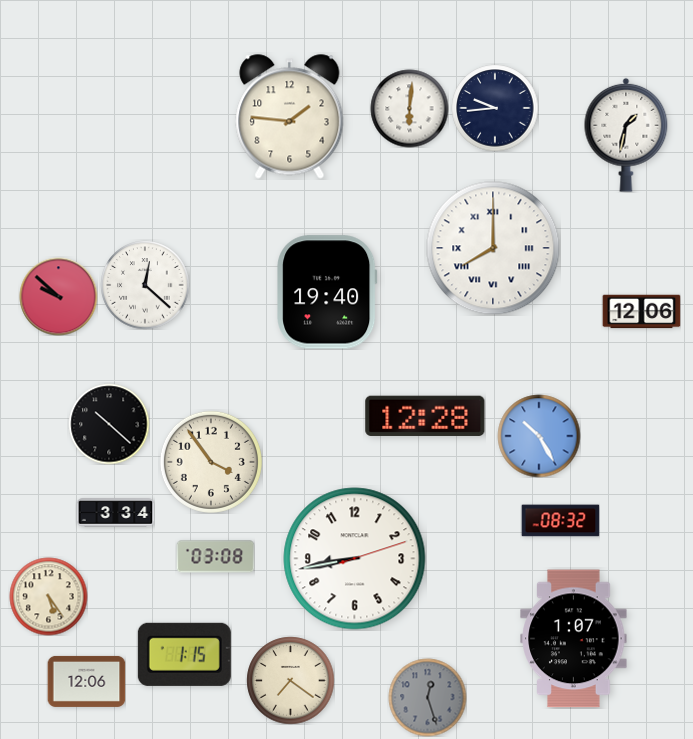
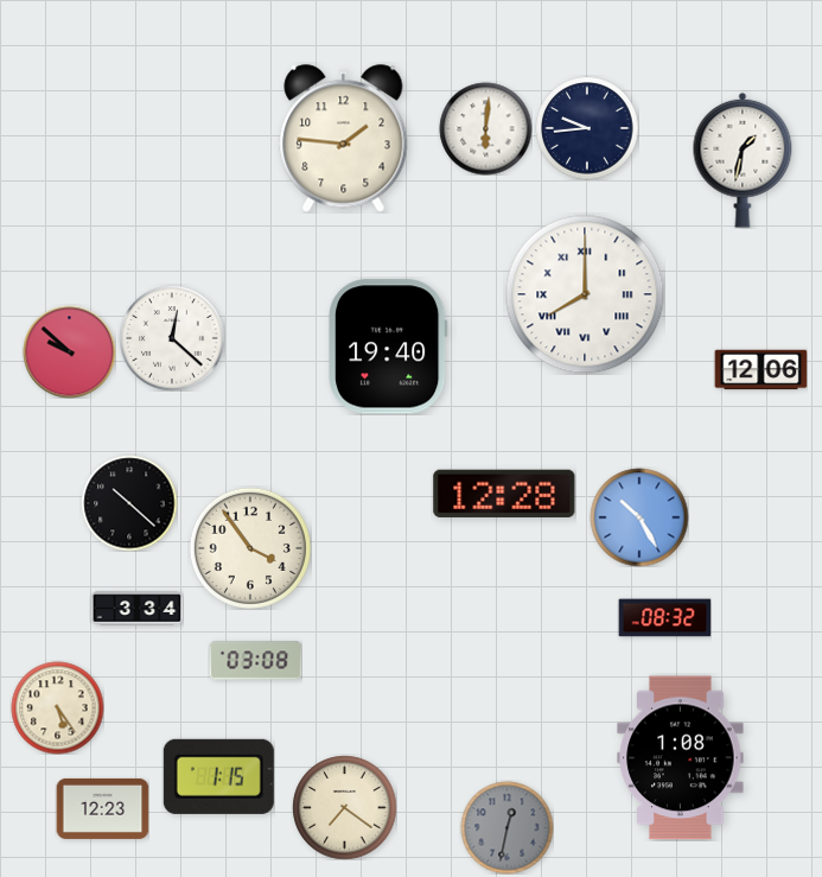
clock at (355, 559): 8:43 -> none
clock at (574, 639): 1:07 -> 1:08
clock at (86, 681): 12:06 -> 12:23
clock at (427, 697): 12:27 -> 12:32
